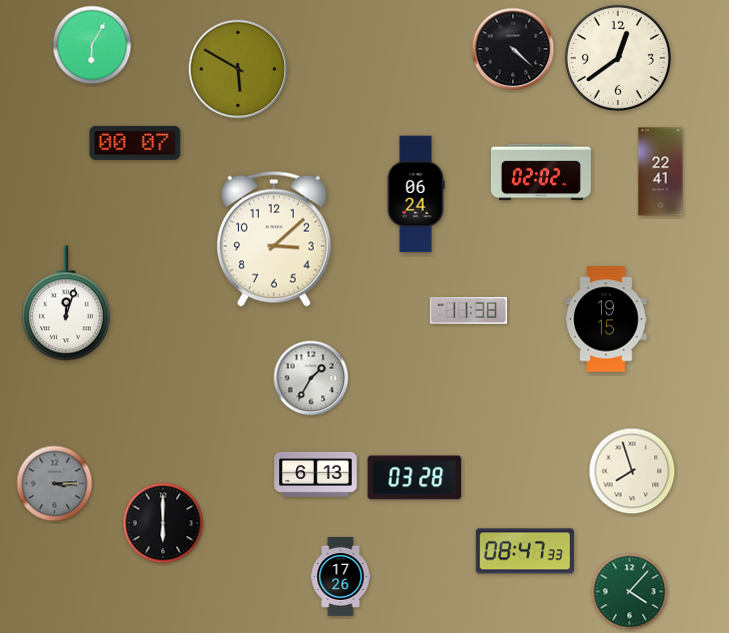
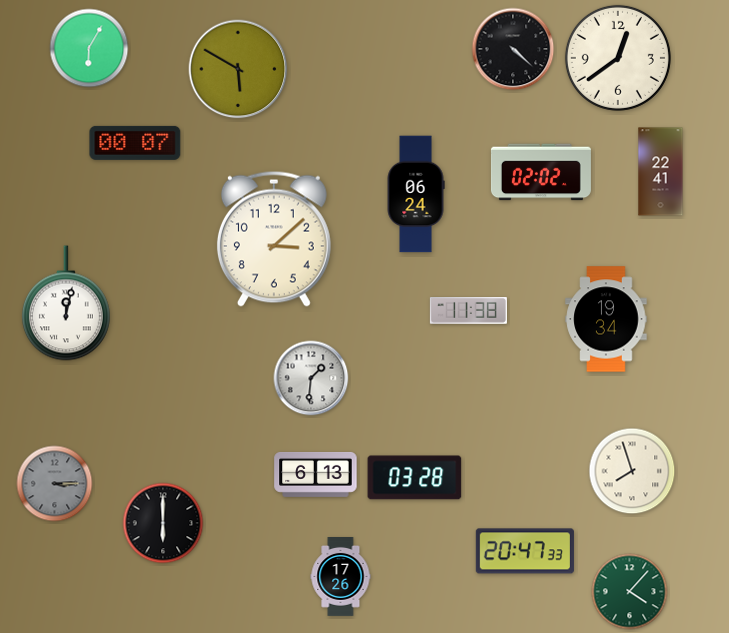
clock at (92, 45) position: (92, 45) -> (89, 48)
clock at (66, 303): 12:03 -> 12:02
clock at (606, 319): 19:15 -> 19:34
clock at (311, 378): 1:35 -> 1:31
clock at (525, 551): 08:47 -> 20:47
